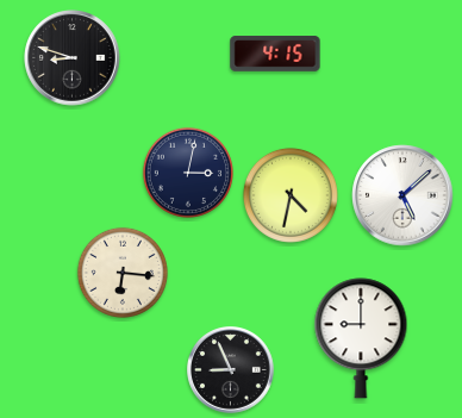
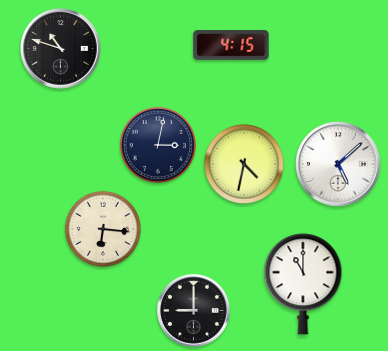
clock at (73, 58): 8:48 -> 10:48
clock at (361, 338): 9:00 -> 11:00
clock at (231, 370): 8:56 -> 9:00
